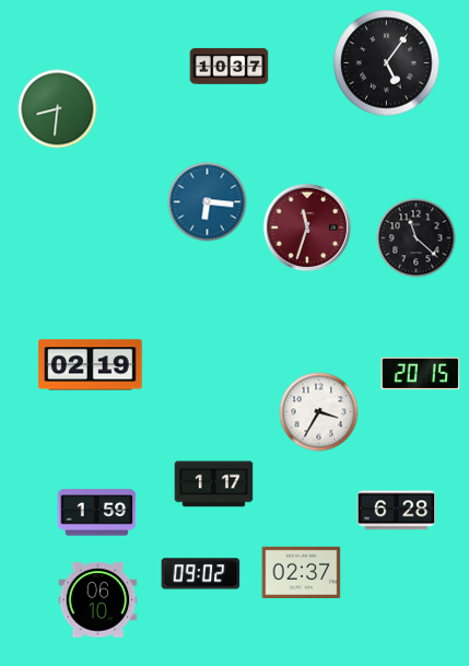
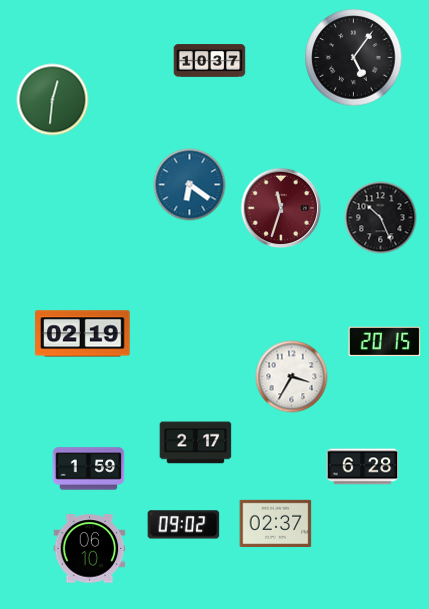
clock at (58, 109): 8:31 -> 12:31
clock at (208, 202): 6:16 -> 6:21
clock at (417, 238): 11:22 -> 10:26
clock at (214, 484): 1:17 -> 2:17
